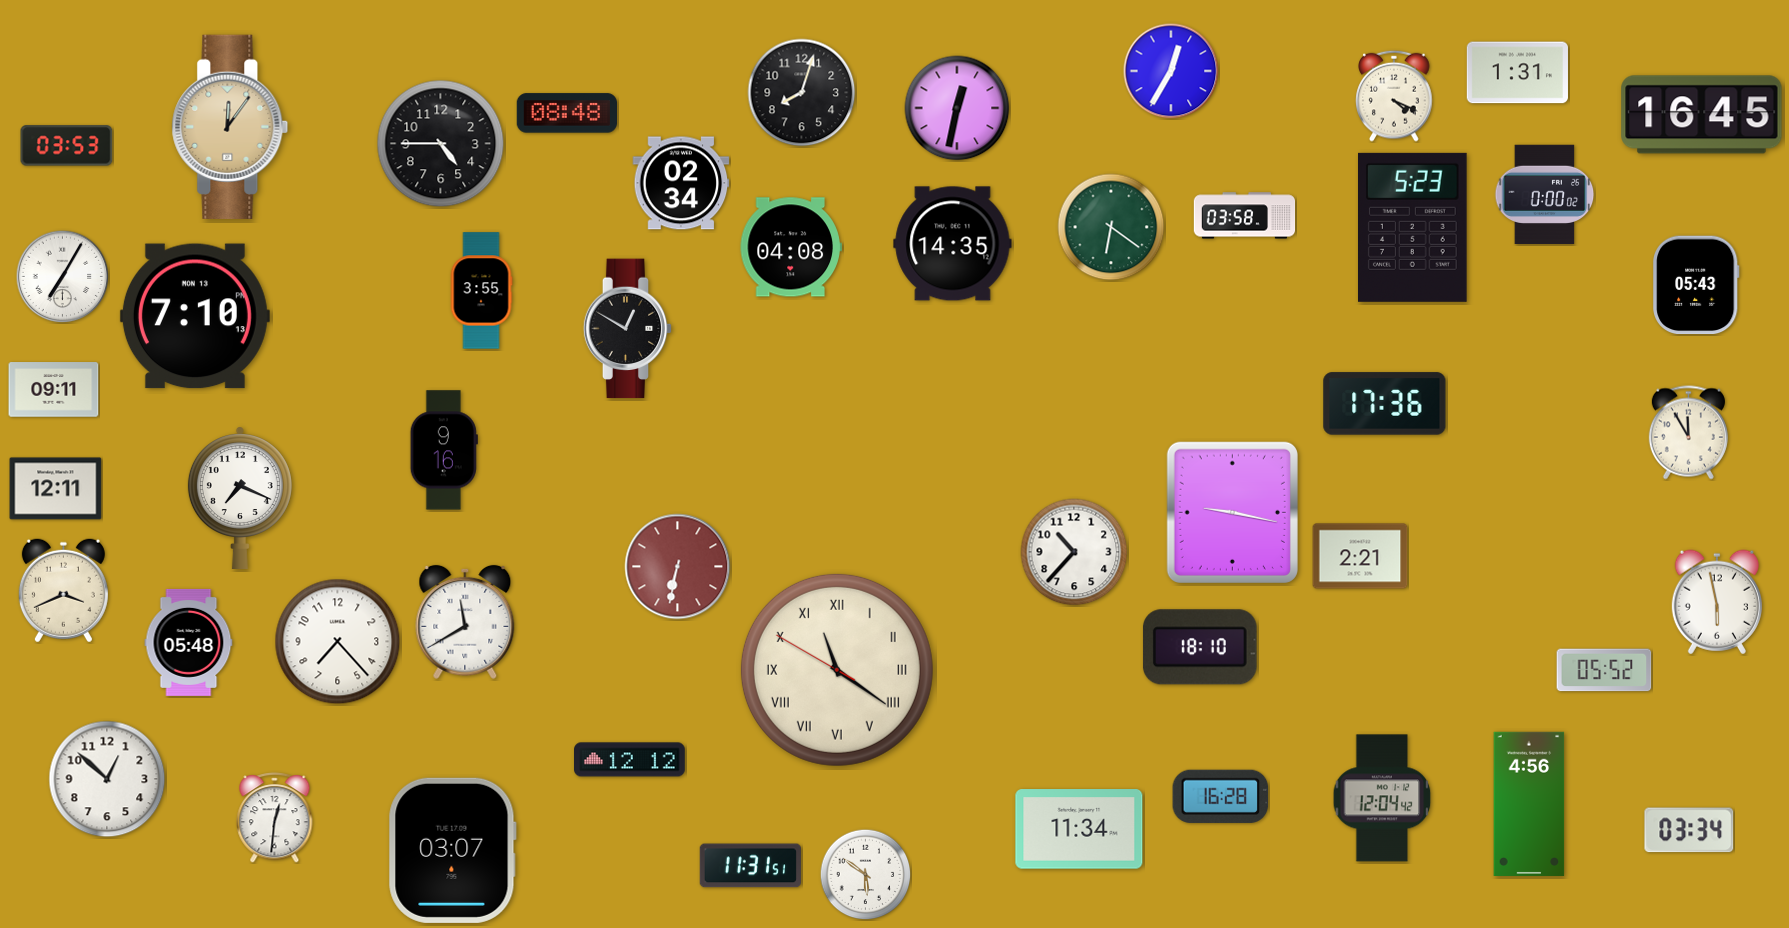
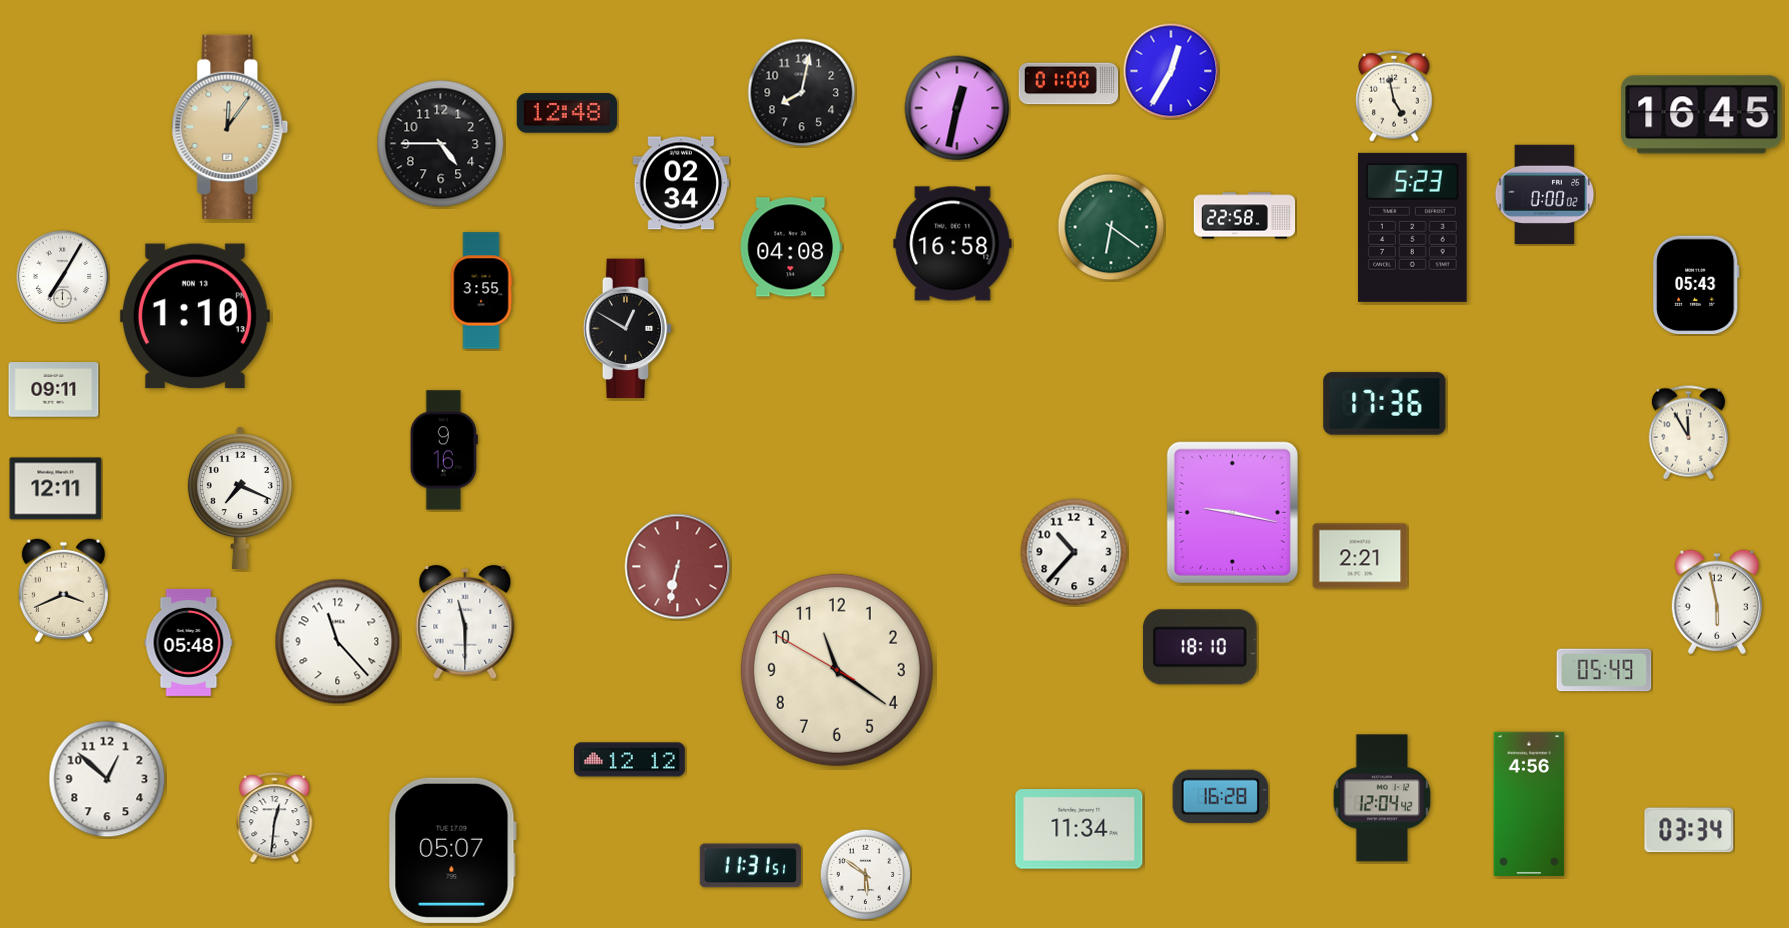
clock at (1517, 73): 1:31 -> none
clock at (1069, 84): none -> 01:00
clock at (802, 93): 8:03 -> 8:02
clock at (1394, 96): 4:19 -> 4:58
clock at (566, 113): 08:48 -> 12:48
clock at (67, 146): 03:53 -> none
clock at (1245, 216): 03:58 -> 22:58
clock at (953, 244): 14:35 -> 16:58
clock at (195, 316): 7:10 -> 1:10
clock at (465, 622): 11:40 -> 11:30
clock at (338, 642): 7:23 -> 11:23
clock at (837, 670) numerals: Roman -> Arabic
clock at (1604, 670): 05:52 -> 05:49
clock at (452, 850): 03:07 -> 05:07
